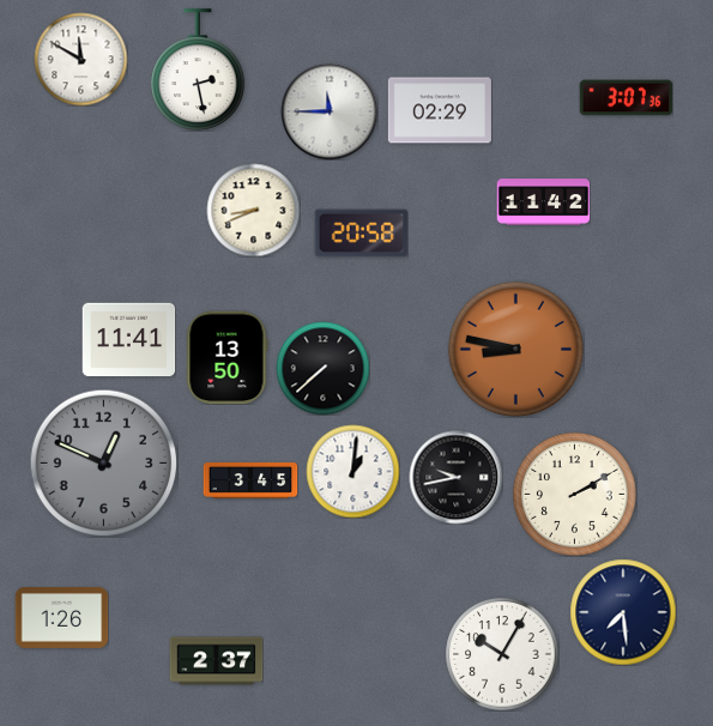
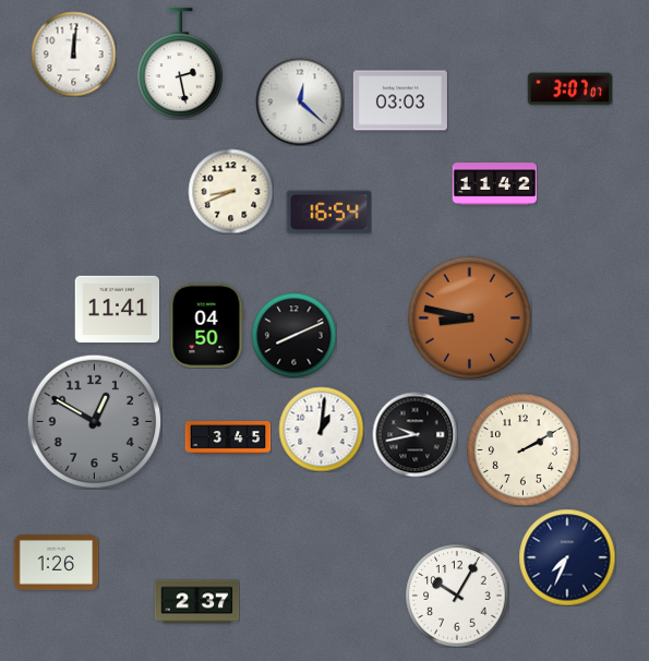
clock at (80, 59): 11:50 -> 12:01
clock at (626, 98): 3:07:36 -> 3:07:07
clock at (440, 110): 02:29 -> 03:03
clock at (330, 111): 11:45 -> 12:22
clock at (361, 234): 20:58 -> 16:54
clock at (228, 357): 13:50 -> 04:50
clock at (322, 368): 7:38 -> 8:11
clock at (103, 462): 12:49 -> 12:50
clock at (623, 612): 7:29 -> 7:34
